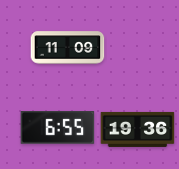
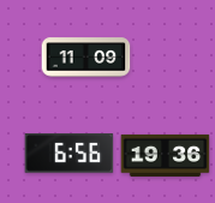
clock at (68, 48) position: (68, 48) -> (86, 58)
clock at (58, 128): 6:55 -> 6:56
